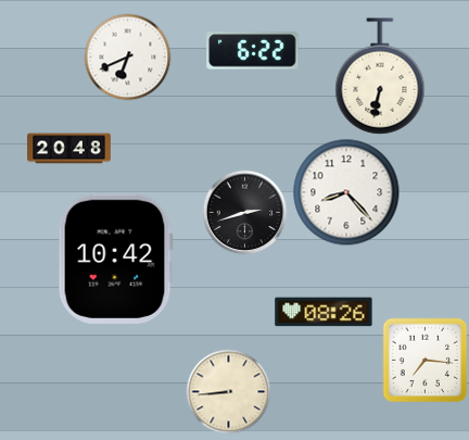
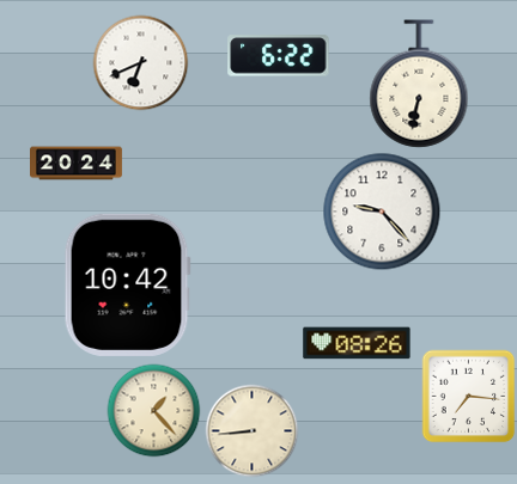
clock at (69, 149): 20:48 -> 20:24
clock at (346, 192): 8:23 -> 9:23
clock at (244, 212): 2:42 -> none
clock at (153, 410): none -> 1:23
